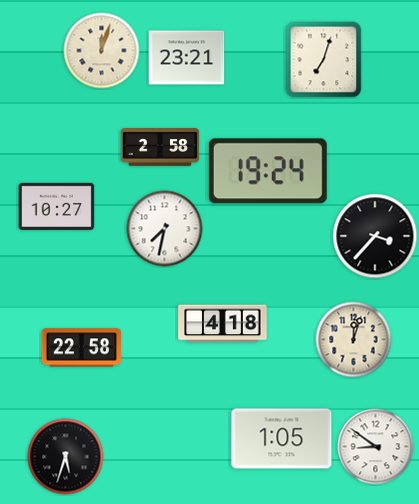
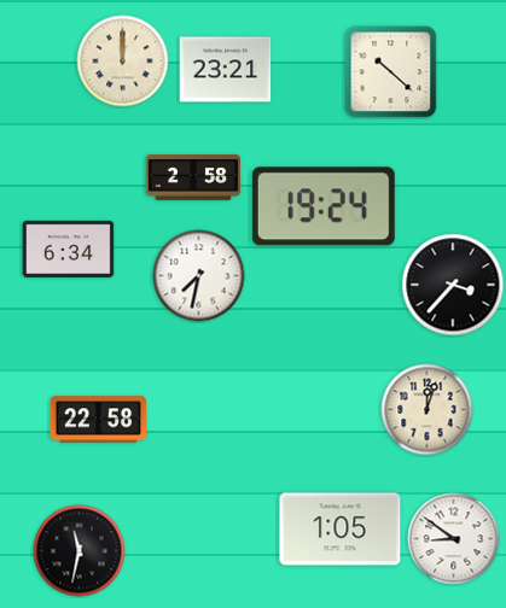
clock at (102, 51): 12:03 -> 12:00
clock at (324, 60): 7:03 -> 10:22
clock at (57, 206): 10:27 -> 6:34
clock at (223, 324): 4:18 -> none
clock at (66, 457): 5:33 -> 11:32
